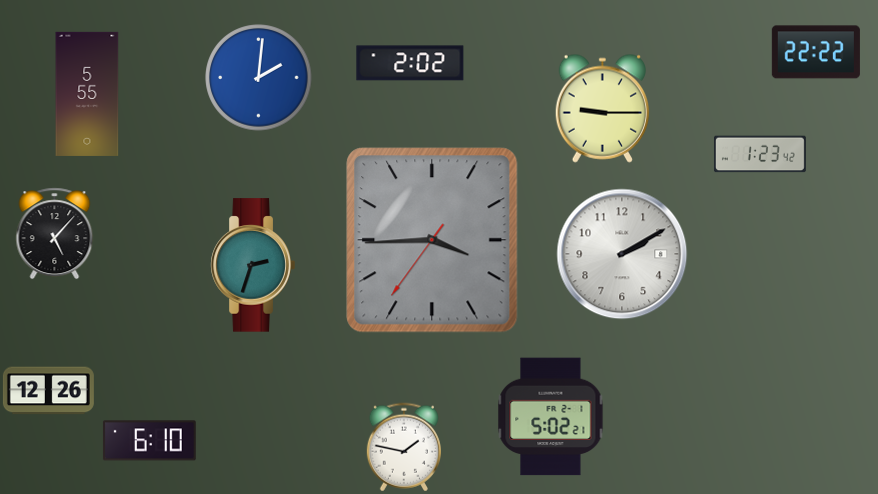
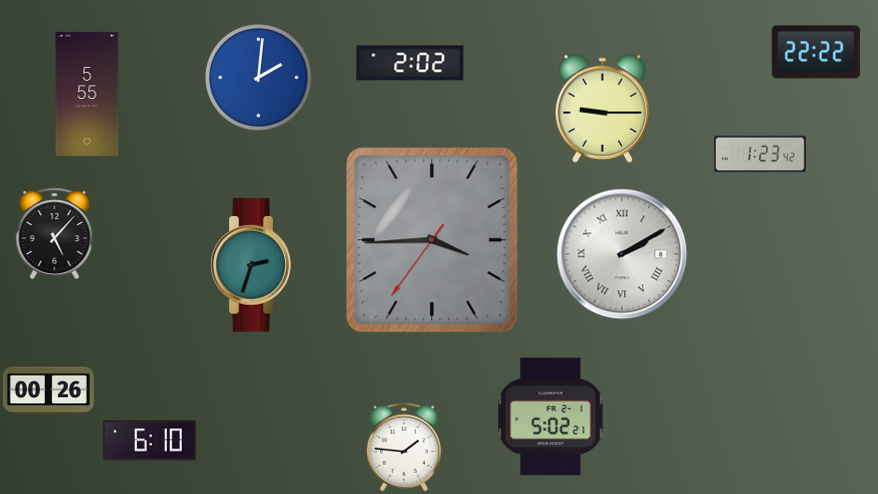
clock at (622, 254) numerals: Arabic -> Roman
clock at (48, 391): 12:26 -> 00:26
clock at (404, 447): 1:47 -> 1:46
